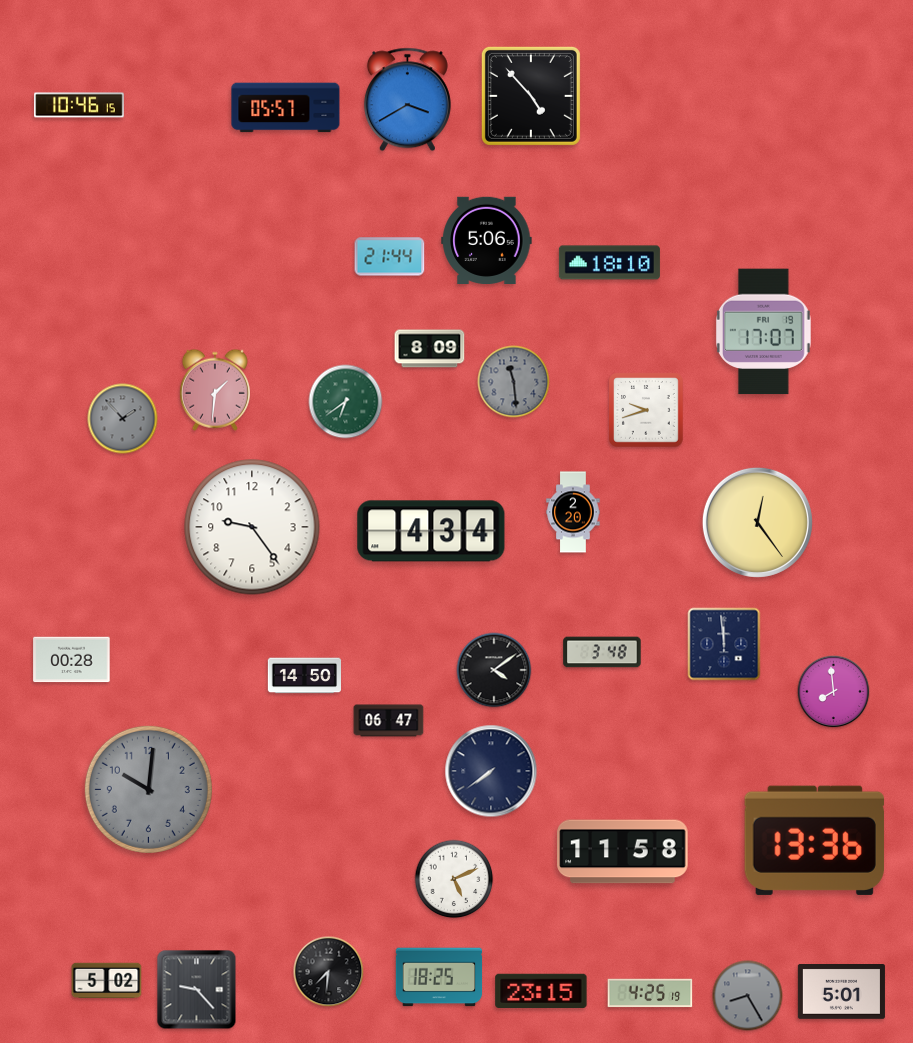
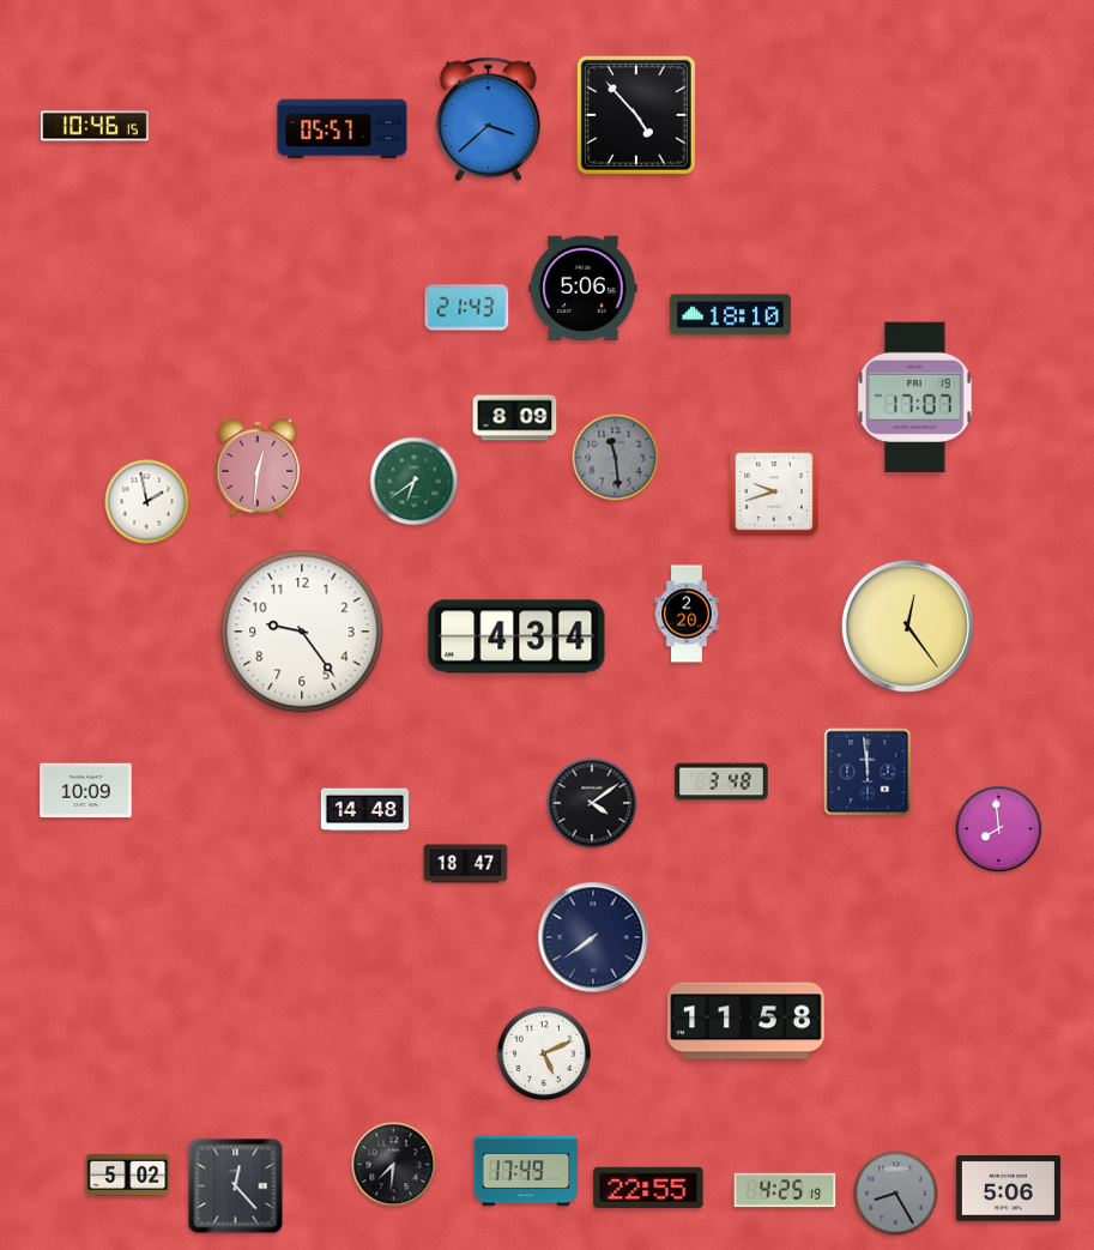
clock at (407, 100): 3:40 -> 3:38
clock at (390, 257): 21:44 -> 21:43
clock at (215, 390): 1:31 -> 12:31
clock at (123, 419): 1:53 -> 1:58
clock at (123, 419) dial: grey -> white
clock at (72, 660): 00:28 -> 10:09
clock at (304, 676): 14:50 -> 14:48
clock at (389, 721): 06:47 -> 18:47
clock at (491, 771) position: (491, 771) -> (593, 937)
clock at (148, 789): 10:01 -> none
clock at (814, 840): 13:36 -> none
clock at (439, 977): 18:25 -> 17:49
clock at (197, 990): 9:23 -> 12:23
clock at (541, 991): 23:15 -> 22:55
clock at (841, 992): 5:01 -> 5:06
clock at (650, 993) position: (650, 993) -> (785, 1190)
